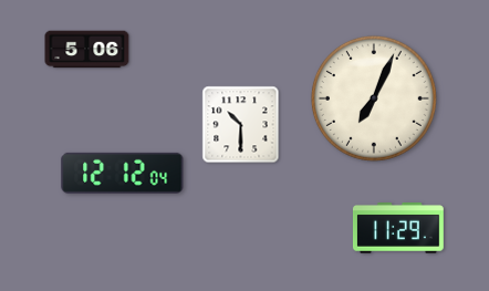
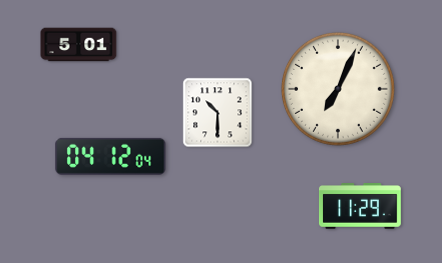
clock at (87, 50): 5:06 -> 5:01
clock at (123, 173): 12:12 -> 04:12
